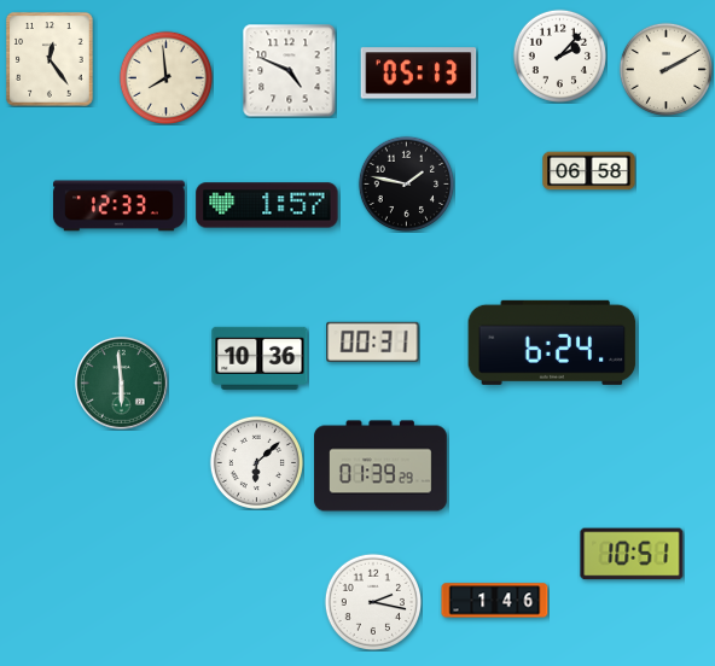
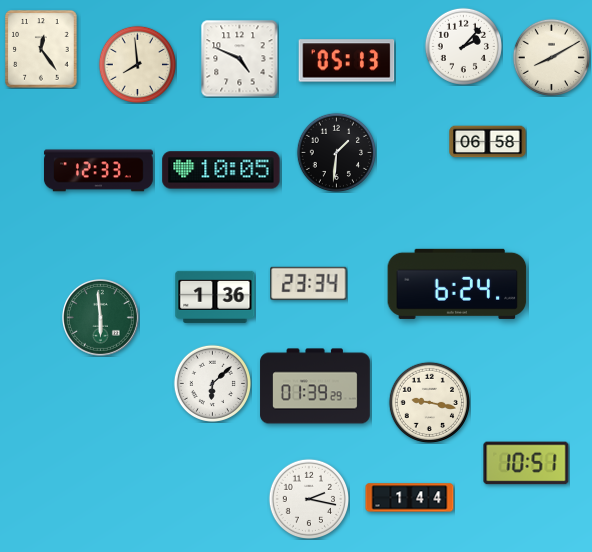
clock at (665, 69): 2:10 -> 8:10
clock at (406, 183): 1:47 -> 1:31
clock at (267, 205): 1:57 -> 10:05
clock at (373, 341): 00:31 -> 23:34
clock at (260, 358): 10:36 -> 1:36
clock at (429, 402): none -> 9:17
clock at (632, 554) position: (632, 554) -> (526, 463)
clock at (495, 601): 1:46 -> 1:44
